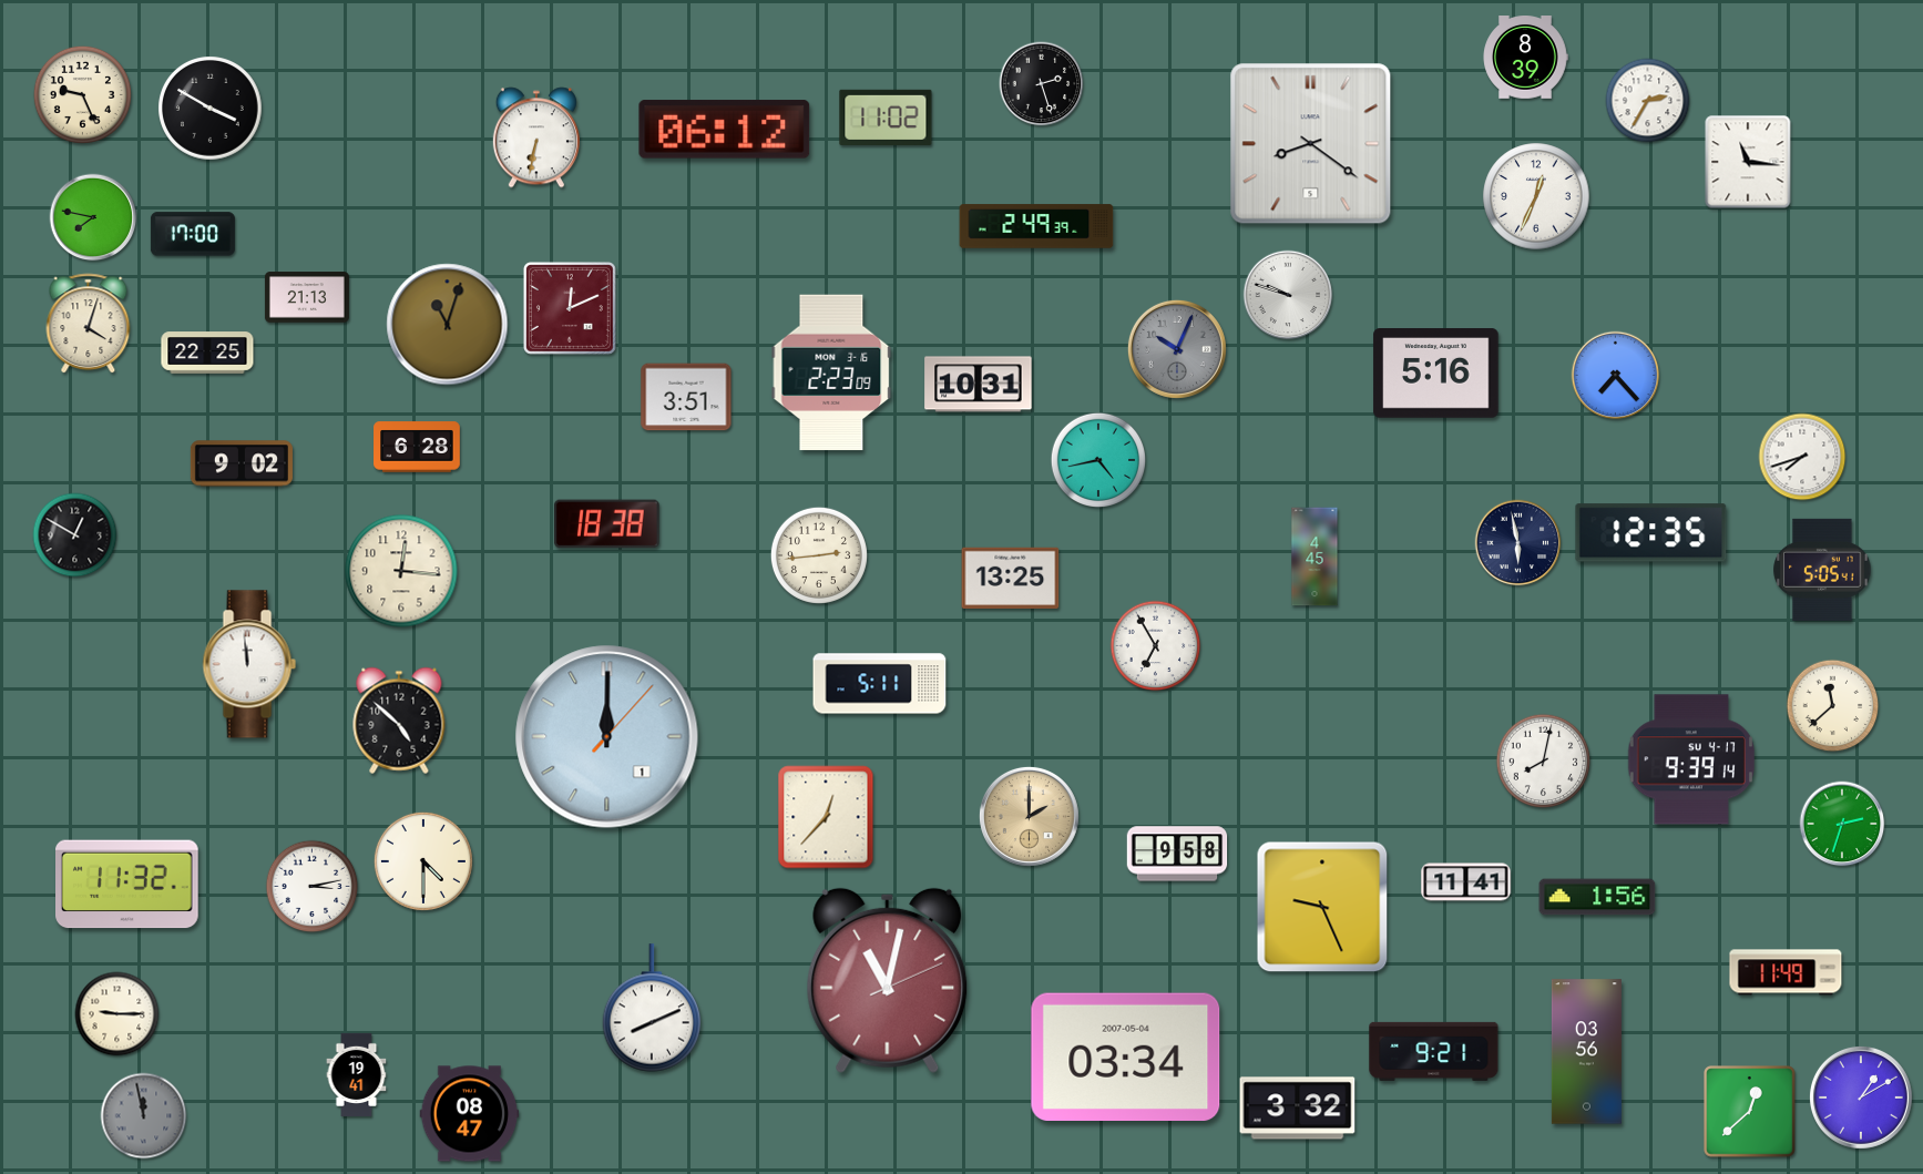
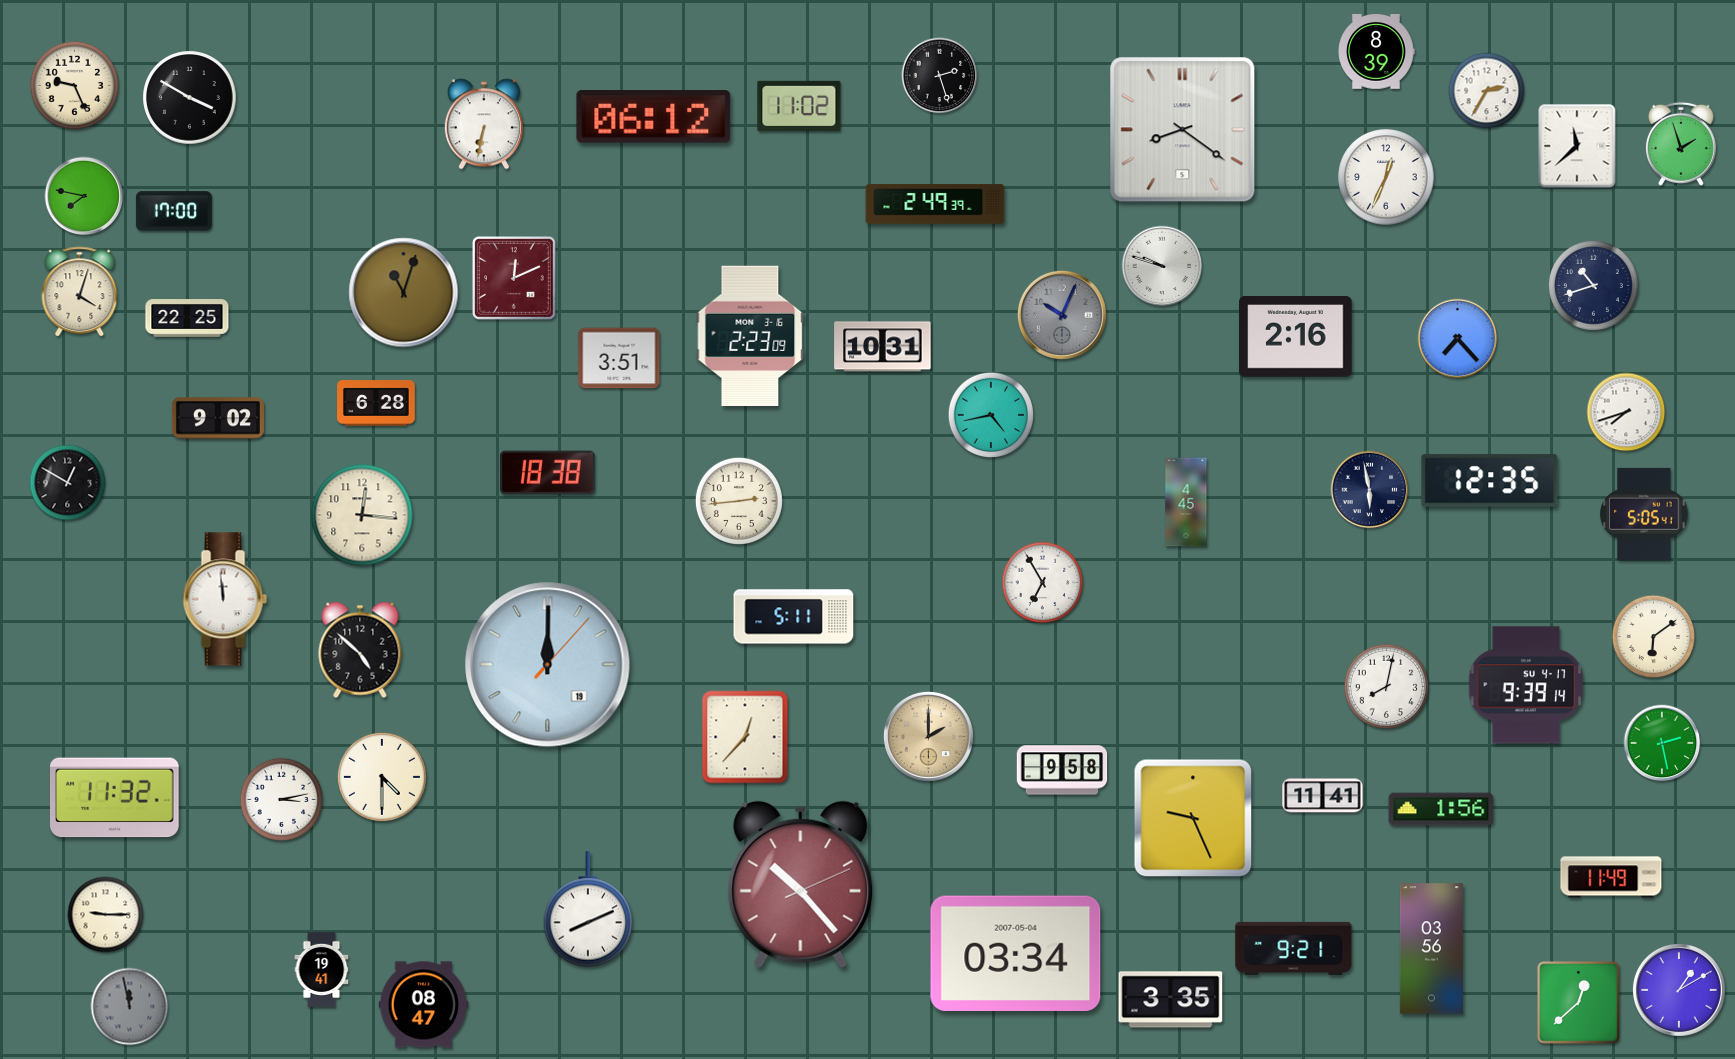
clock at (1681, 144): none -> 1:57
clock at (1748, 162): 11:16 -> 11:38
clock at (307, 297): 21:13 -> none
clock at (1593, 285): none -> 10:42
clock at (1436, 374): 5:16 -> 2:16
clock at (1011, 578): 13:25 -> none
clock at (1833, 706): 11:38 -> 6:09
clock at (607, 737) date: 1 -> 19
clock at (1544, 762) position: (1544, 762) -> (1387, 687)
clock at (1842, 824): 2:33 -> 2:28
clock at (888, 980): 11:02 -> 10:23
clock at (1298, 1109): 3:32 -> 3:35
